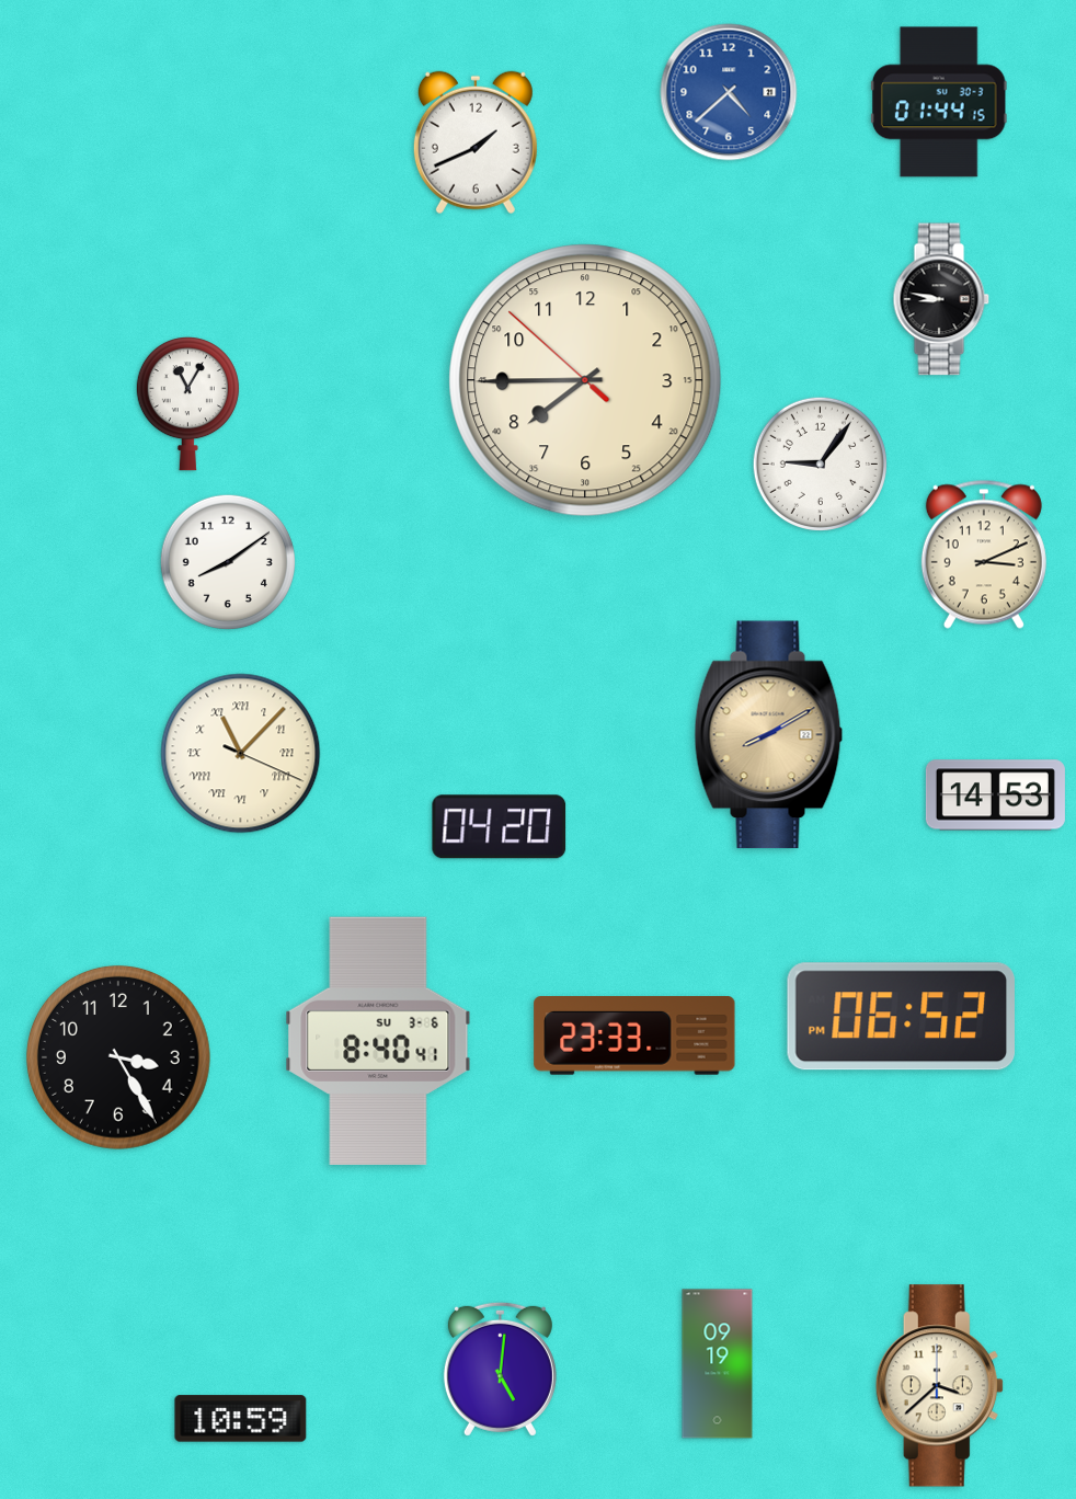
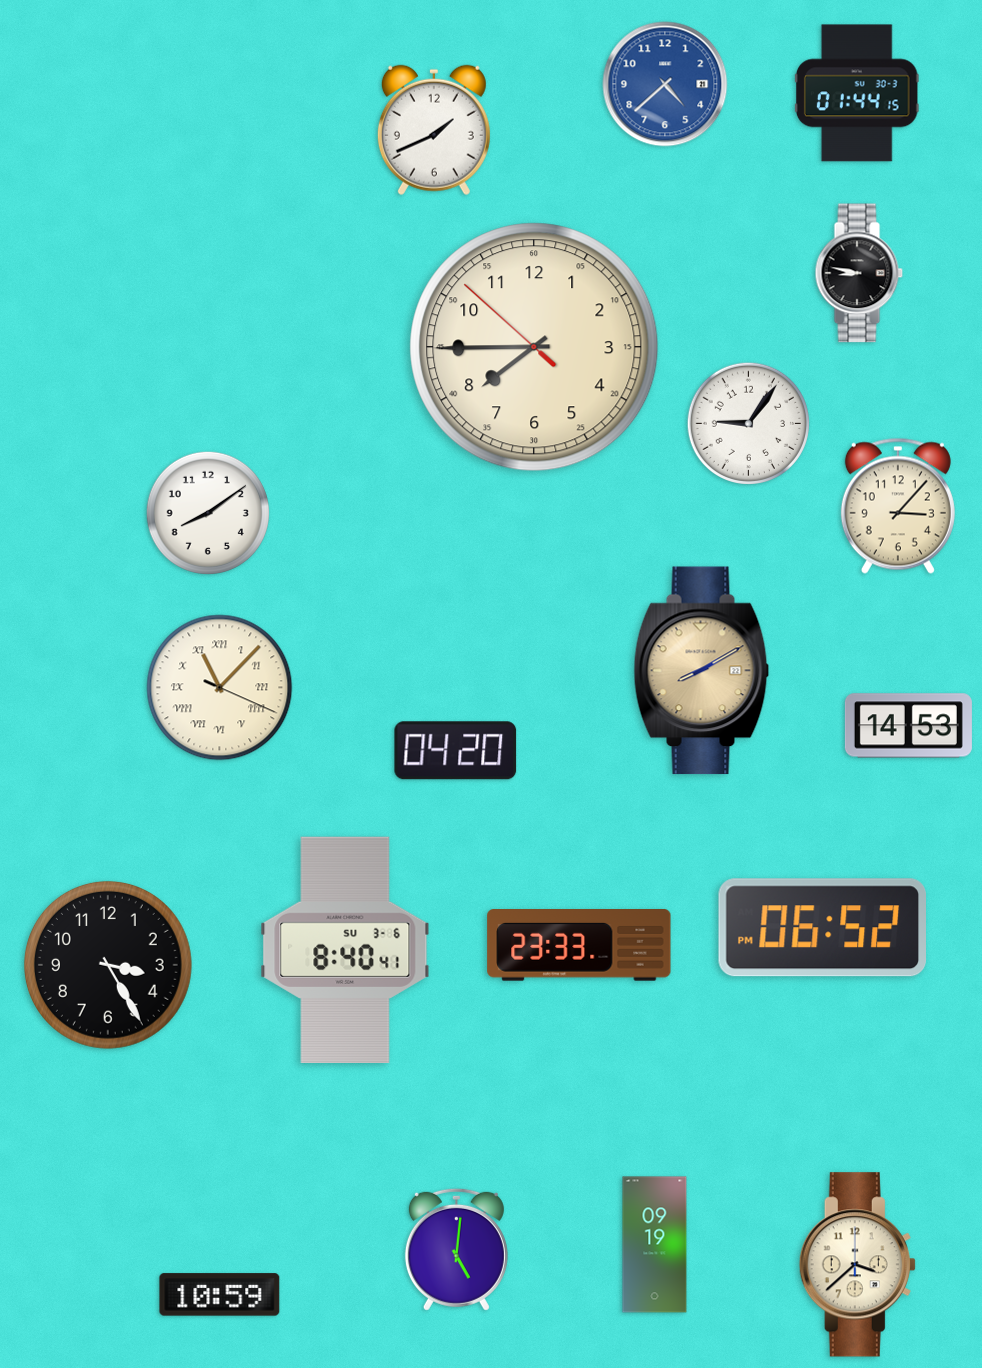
clock at (187, 403): 11:05 -> none
clock at (984, 554): 3:11 -> 3:07
clock at (500, 827) position: (500, 827) -> (456, 751)
